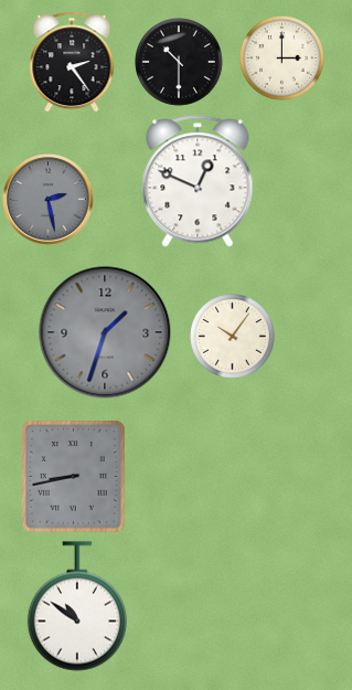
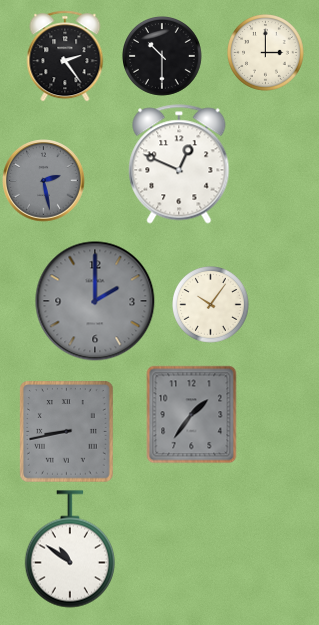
clock at (282, 59) position: (282, 59) -> (266, 53)
clock at (105, 332): 1:33 -> 2:00
clock at (192, 415): none -> 1:36
